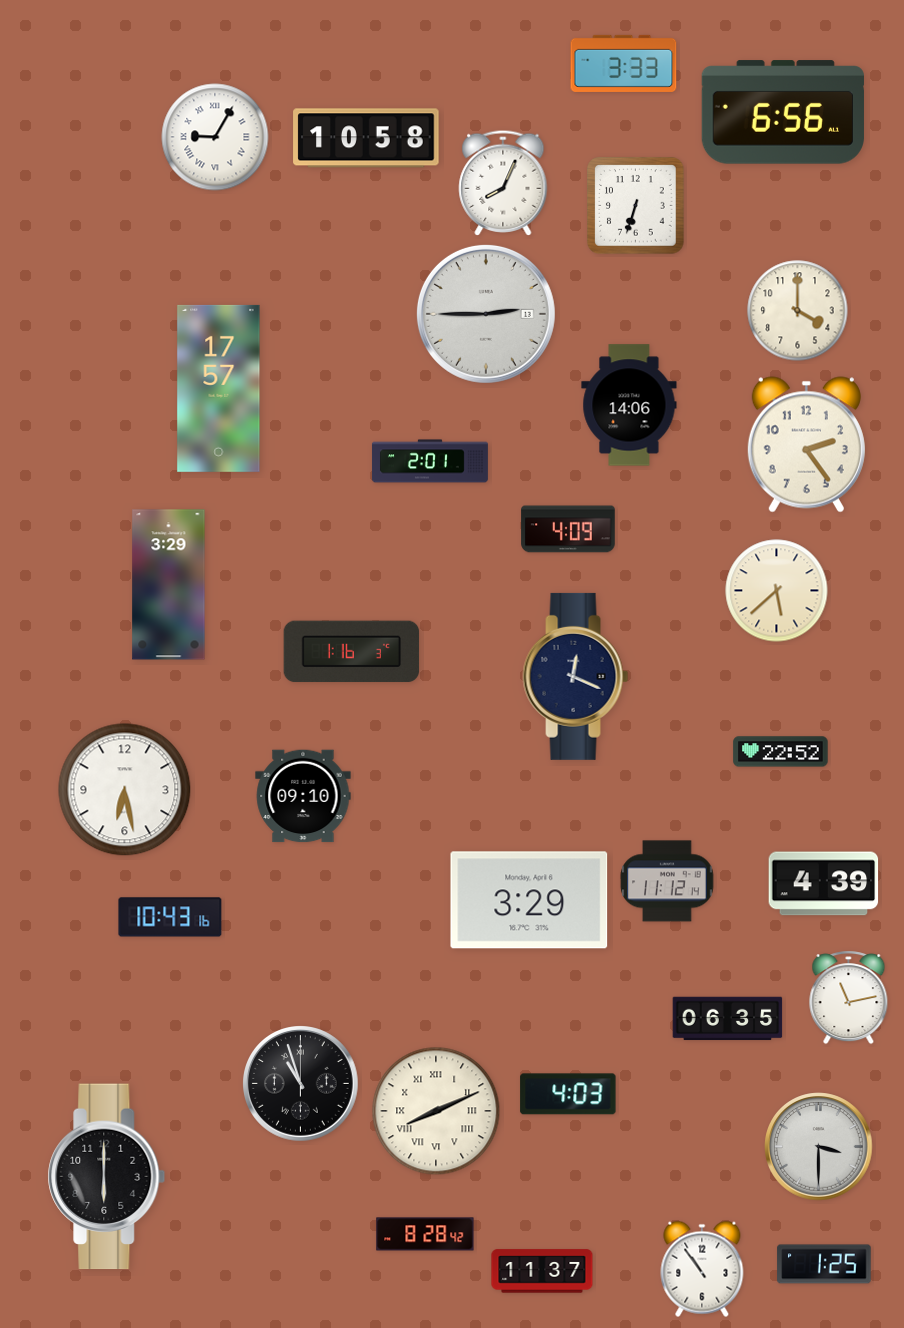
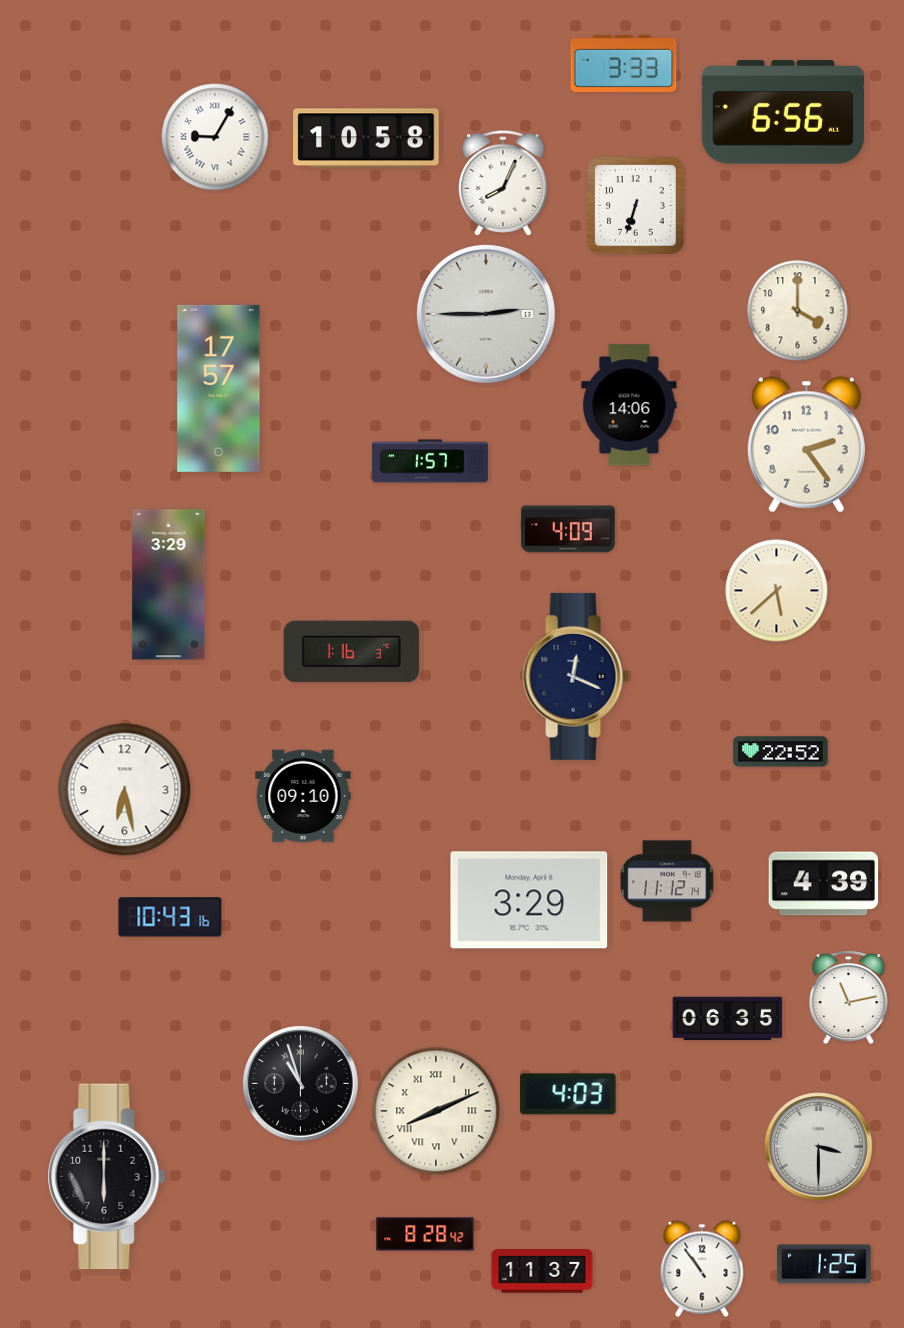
clock at (430, 461): 2:01 -> 1:57
